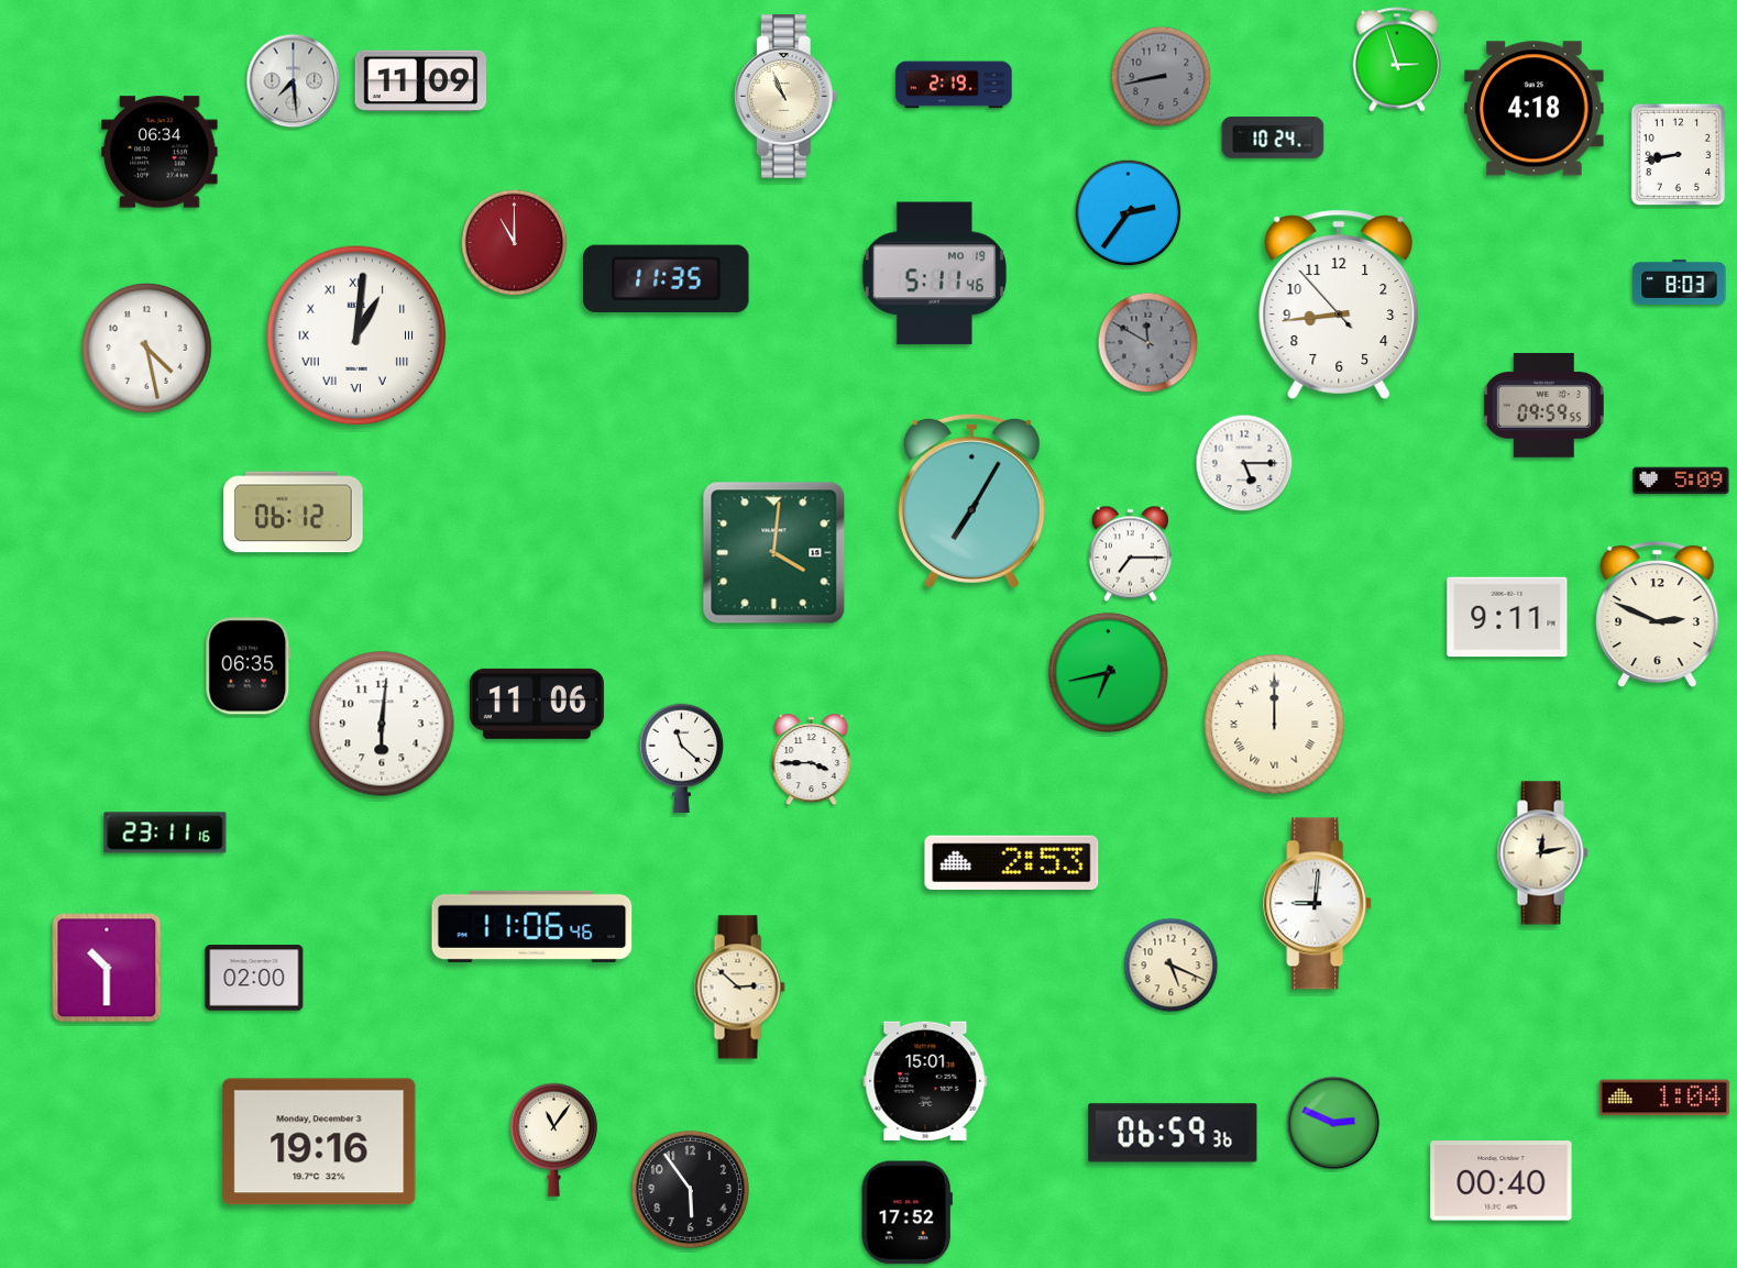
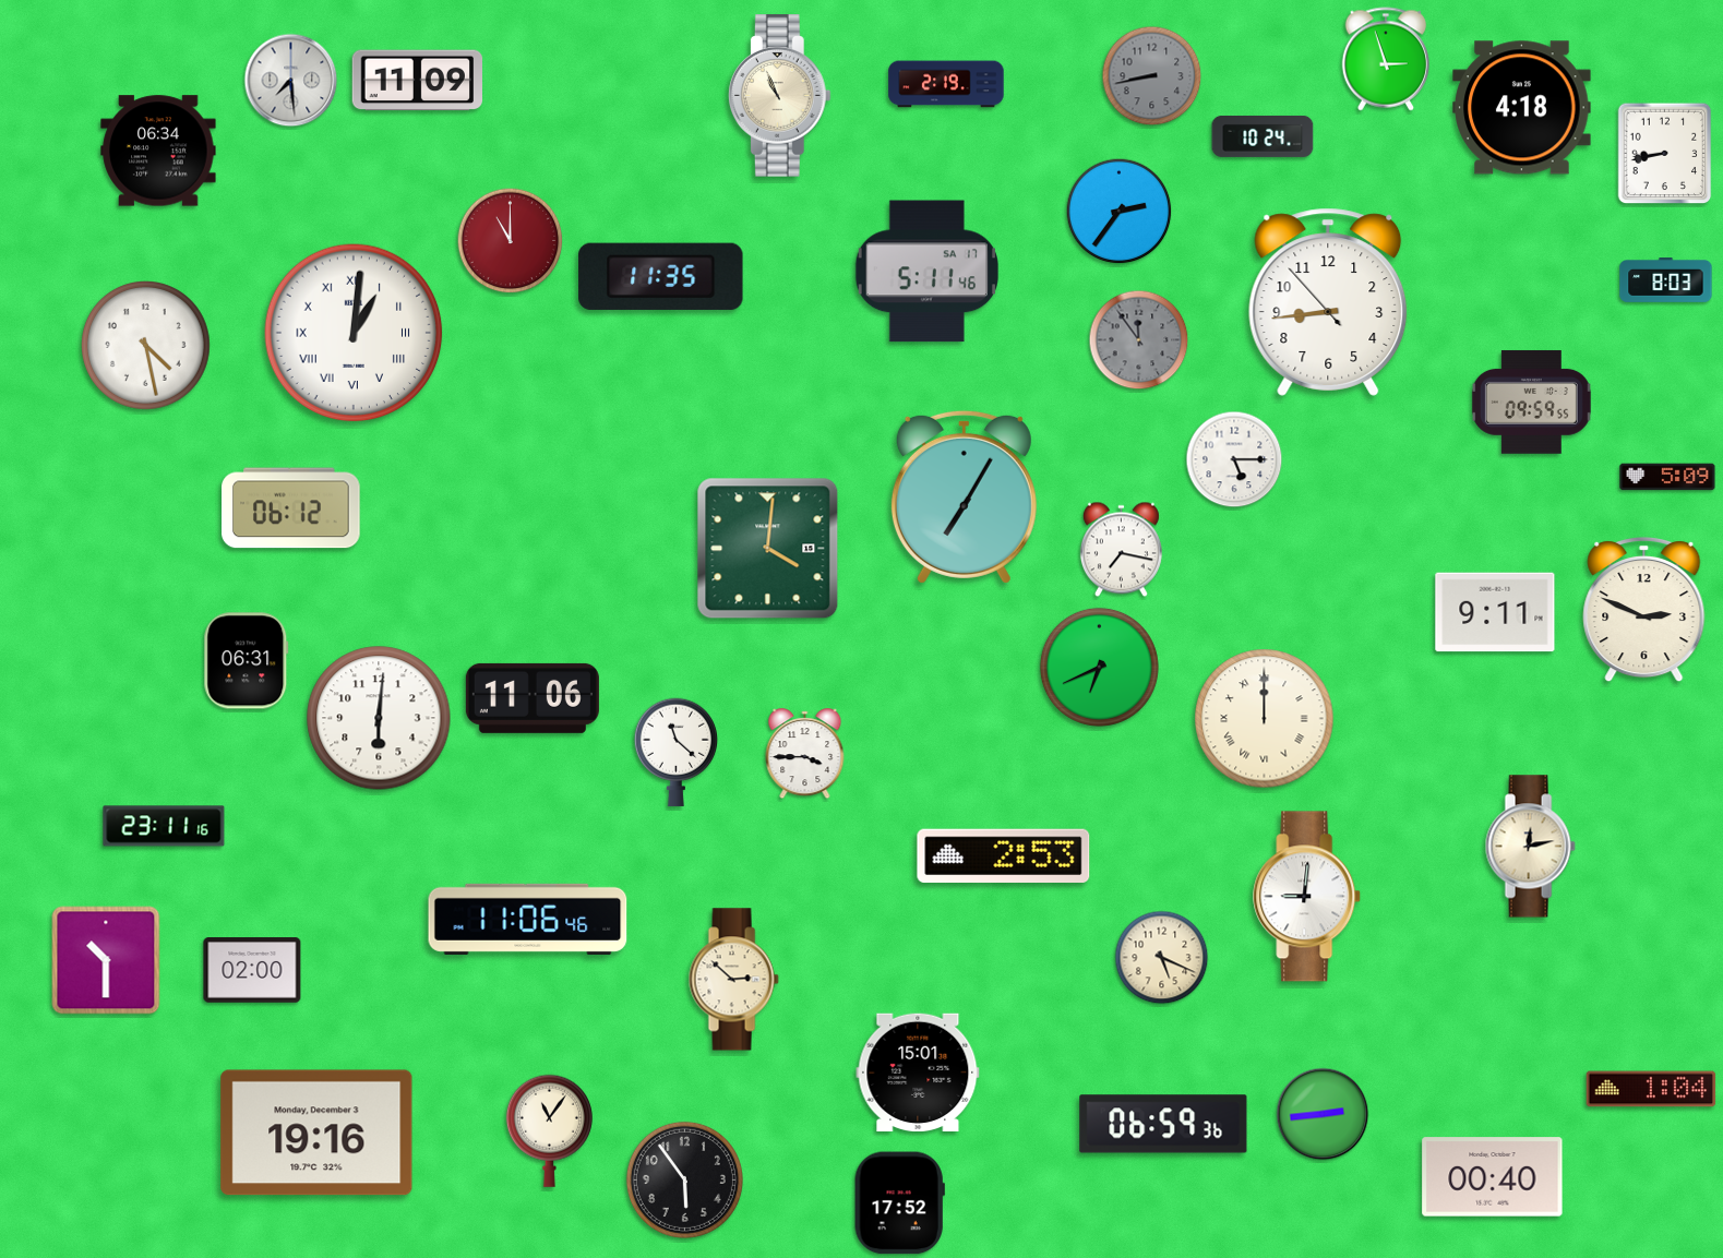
clock at (934, 274) date: MO 19 -> SA 17
clock at (1148, 343): 11:50 -> 11:54
clock at (1130, 554): 7:15 -> 7:17
clock at (249, 666): 06:35 -> 06:31
clock at (1108, 672): 6:43 -> 6:41
clock at (1333, 1123): 2:49 -> 2:44
clock at (1502, 1181) position: (1502, 1181) -> (1493, 1177)
